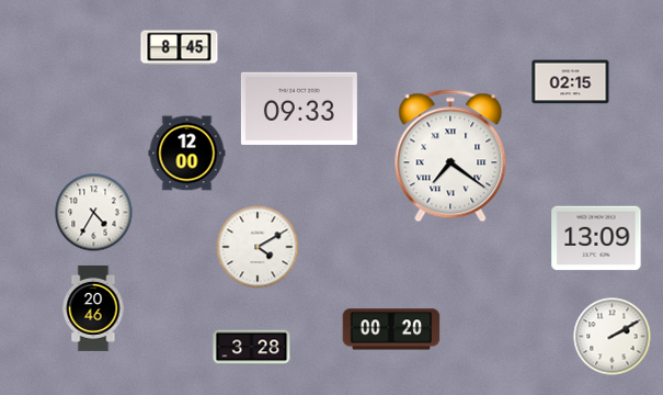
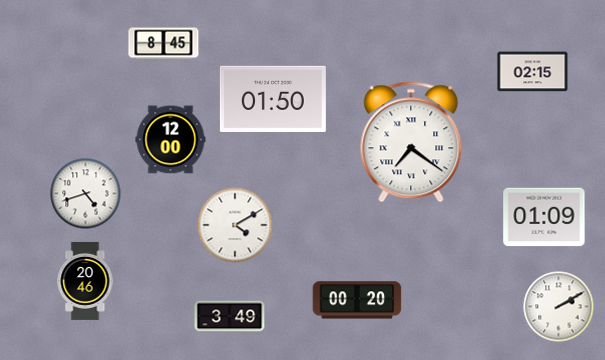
clock at (571, 82) position: (571, 82) -> (533, 72)
clock at (299, 109): 09:33 -> 01:50
clock at (94, 213): 4:35 -> 4:42
clock at (596, 238): 13:09 -> 01:09
clock at (252, 348): 3:28 -> 3:49
